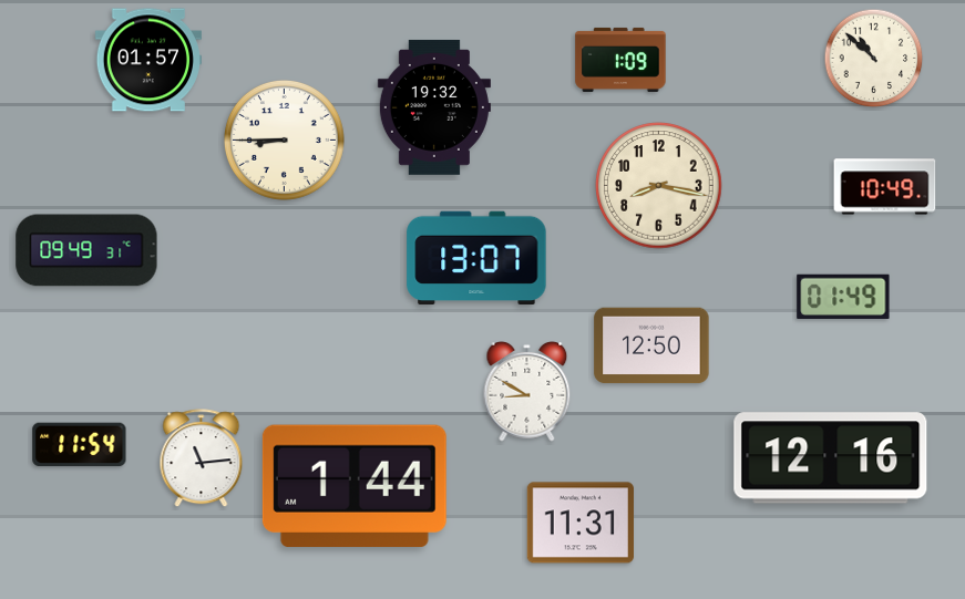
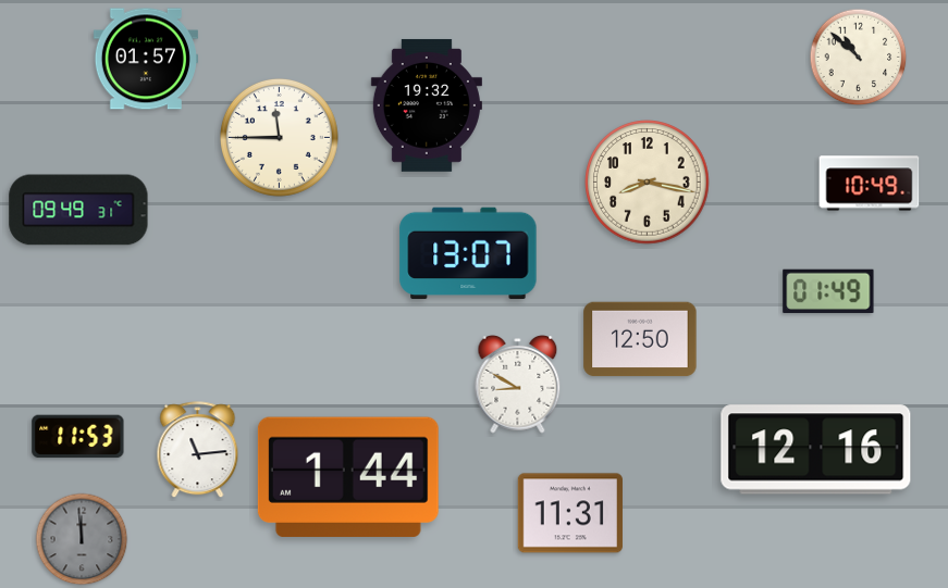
clock at (620, 60): 1:09 -> none
clock at (284, 140): 8:45 -> 11:45
clock at (86, 250) position: (86, 250) -> (78, 210)
clock at (80, 445): 11:54 -> 11:53
clock at (82, 539): none -> 11:59
